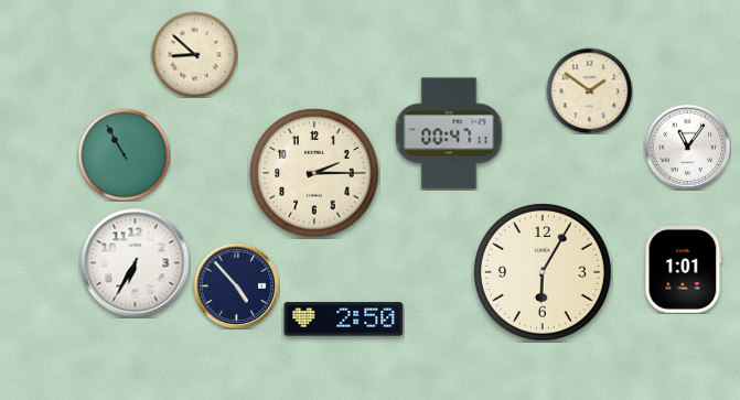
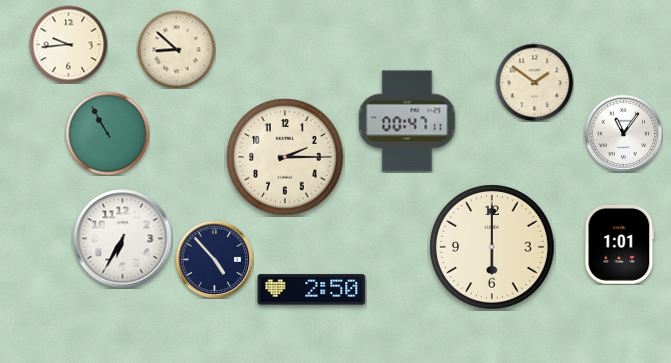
clock at (68, 44): none -> 9:44
clock at (124, 154) position: (124, 154) -> (107, 133)
clock at (543, 272): 6:05 -> 6:00
